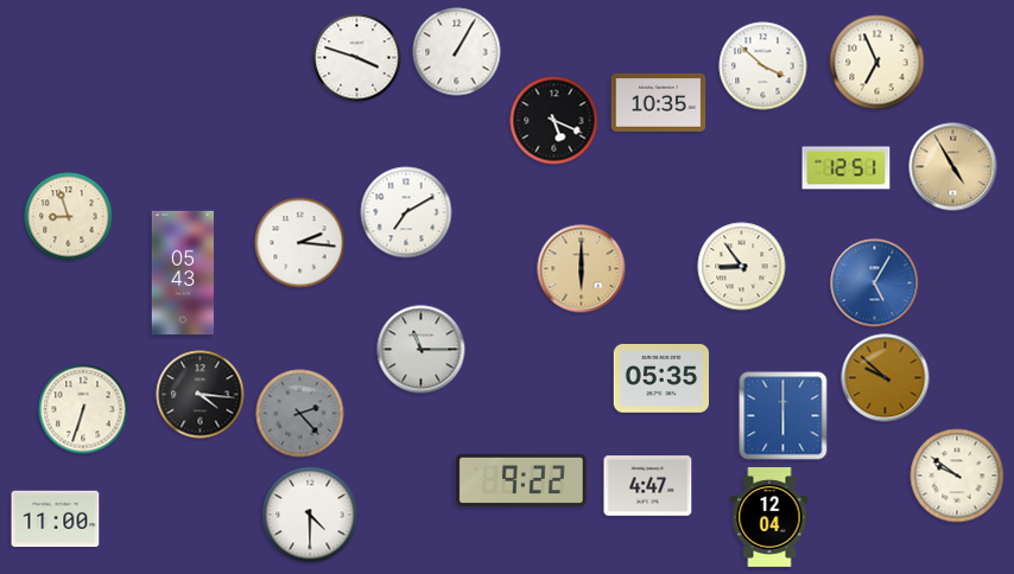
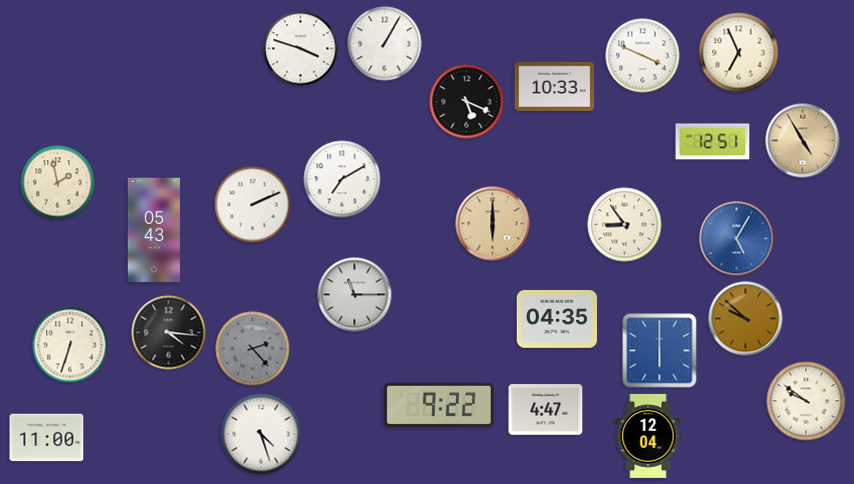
clock at (763, 66): 3:52 -> 3:49
clock at (659, 102): 10:35 -> 10:33
clock at (69, 217): 8:57 -> 1:58
clock at (300, 243): 2:16 -> 2:11
clock at (582, 269) position: (582, 269) -> (493, 224)
clock at (661, 380): 05:35 -> 04:35
clock at (310, 515): 4:30 -> 4:27
